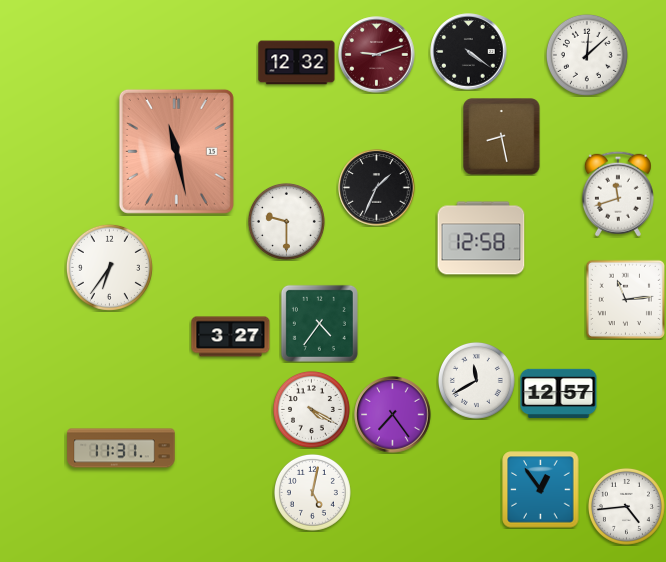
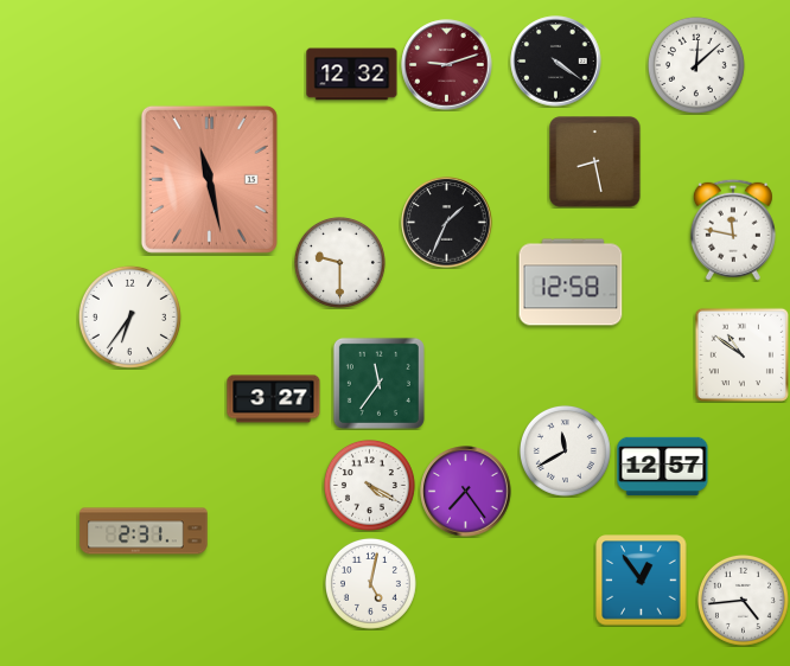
clock at (618, 194): 11:42 -> 11:47
clock at (625, 299): 11:14 -> 10:51
clock at (319, 323): 4:36 -> 11:36
clock at (121, 448): 11:31 -> 2:31
